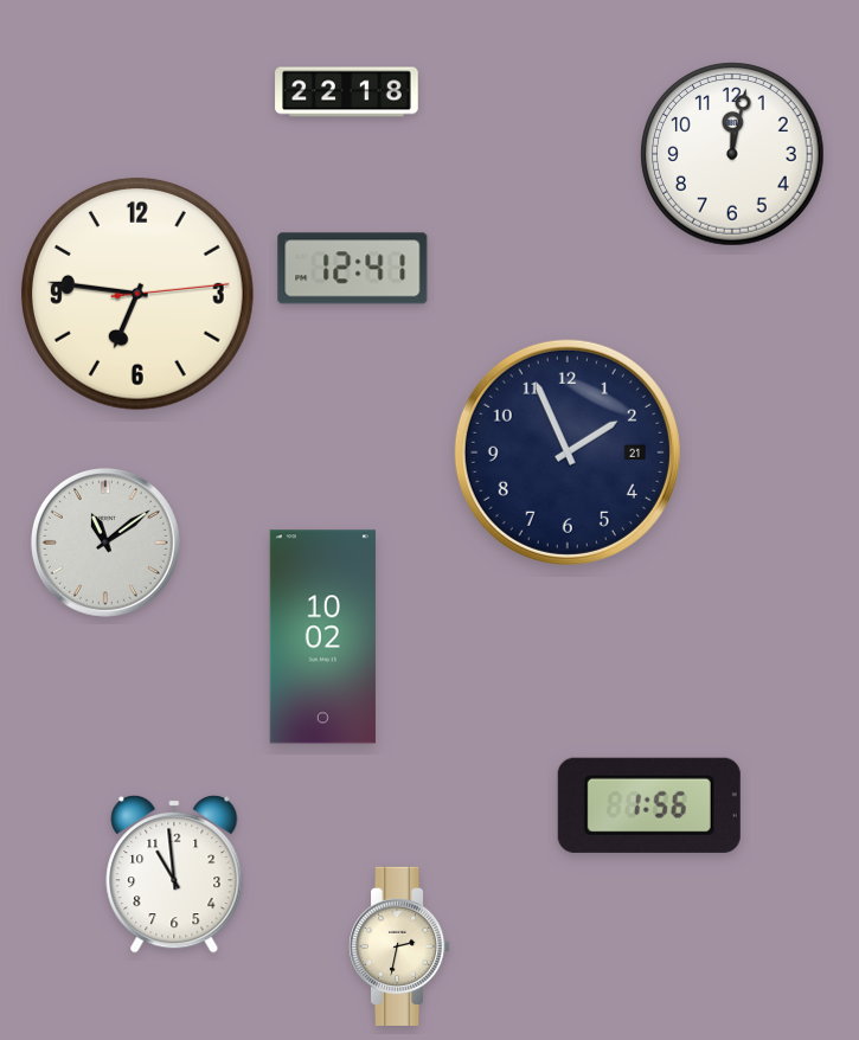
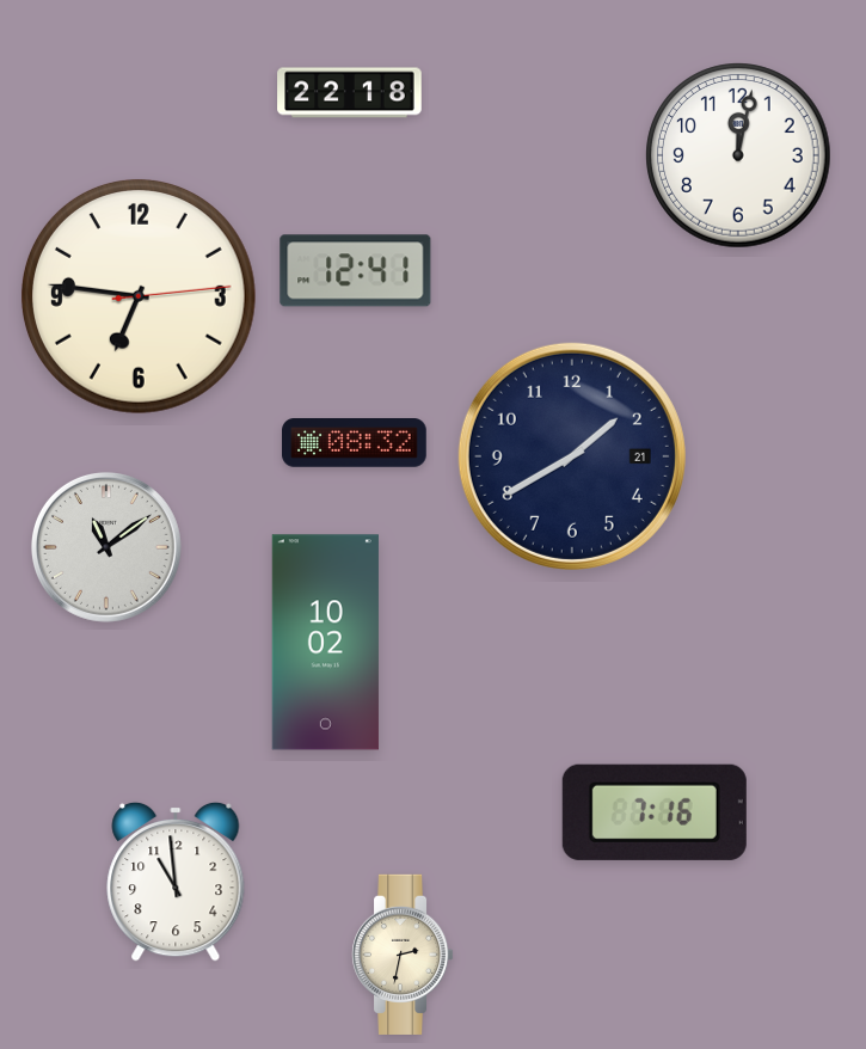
clock at (355, 443): none -> 08:32
clock at (568, 452): 1:56 -> 1:40
clock at (649, 805): 1:56 -> 7:16
